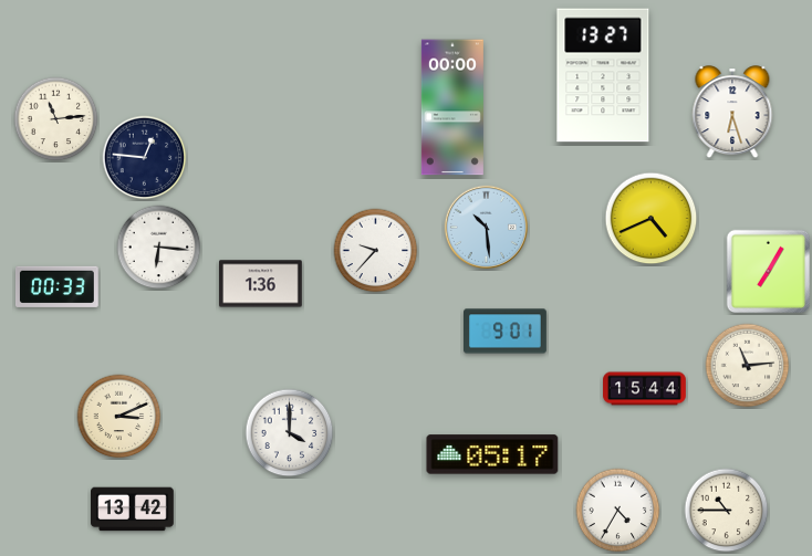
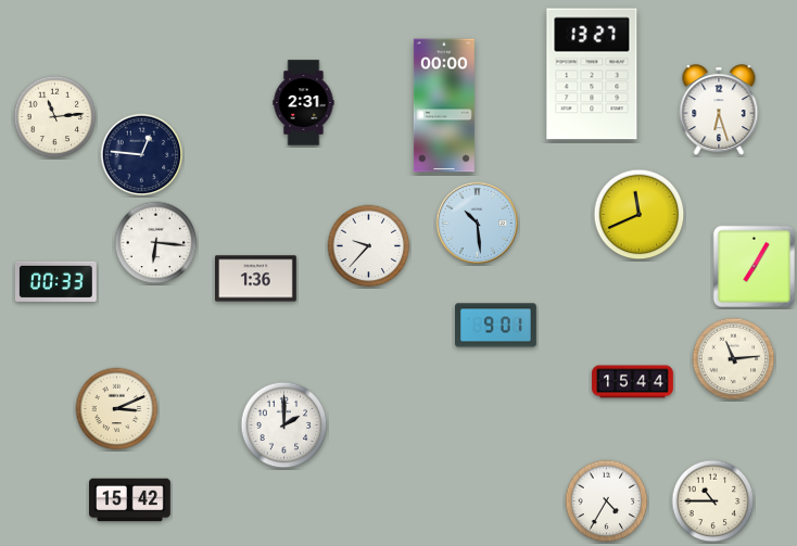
clock at (304, 103): none -> 2:31
clock at (652, 219): 4:41 -> 11:41
clock at (290, 433): 4:00 -> 2:00
clock at (492, 454): 05:17 -> none
clock at (133, 510): 13:42 -> 15:42
